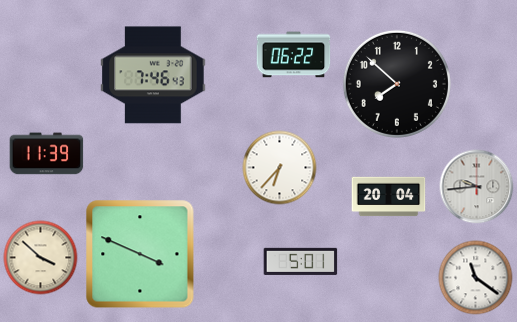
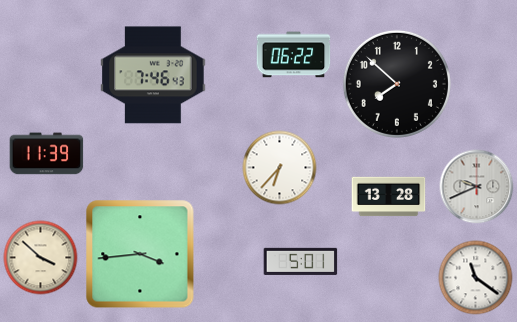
clock at (477, 187): 9:44 -> 9:41
clock at (389, 197): 20:04 -> 13:28
clock at (140, 254): 3:49 -> 3:44
